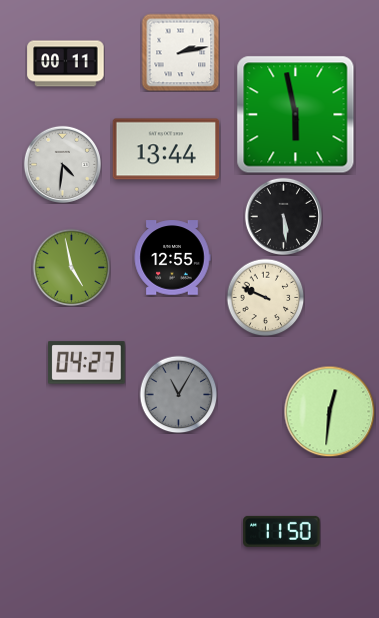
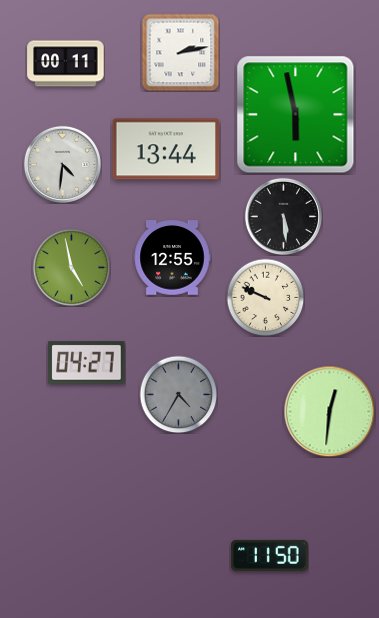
clock at (178, 394): 11:05 -> 4:35
clock at (282, 531) position: (282, 531) -> (270, 555)
